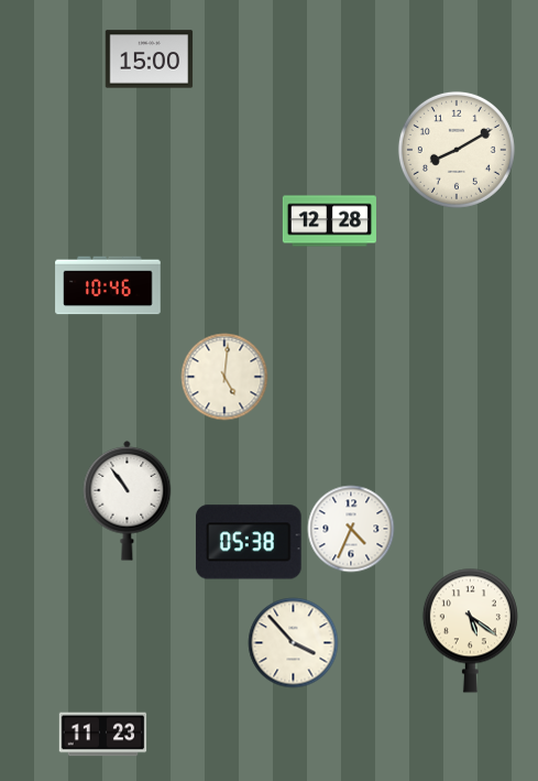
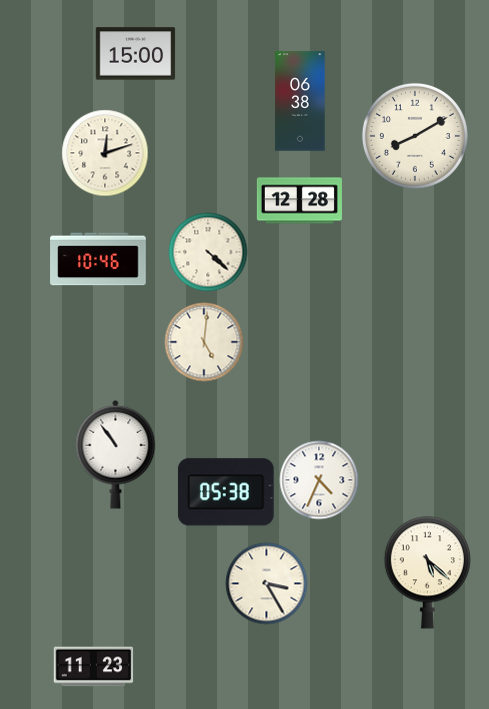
clock at (300, 101): none -> 06:38
clock at (105, 153): none -> 12:12
clock at (208, 252): none -> 4:22
clock at (470, 630): 5:21 -> 5:22
clock at (293, 642): 3:53 -> 3:25
